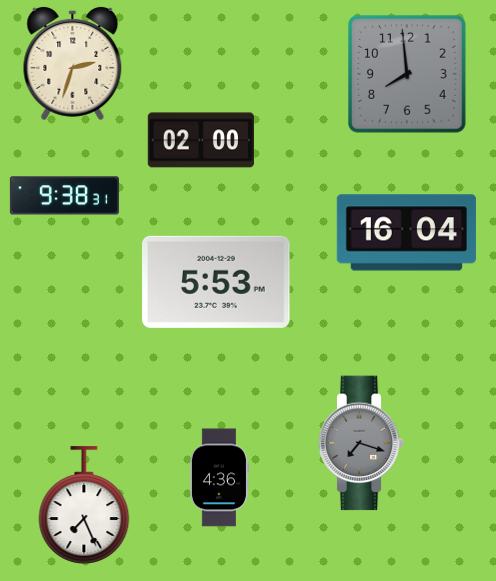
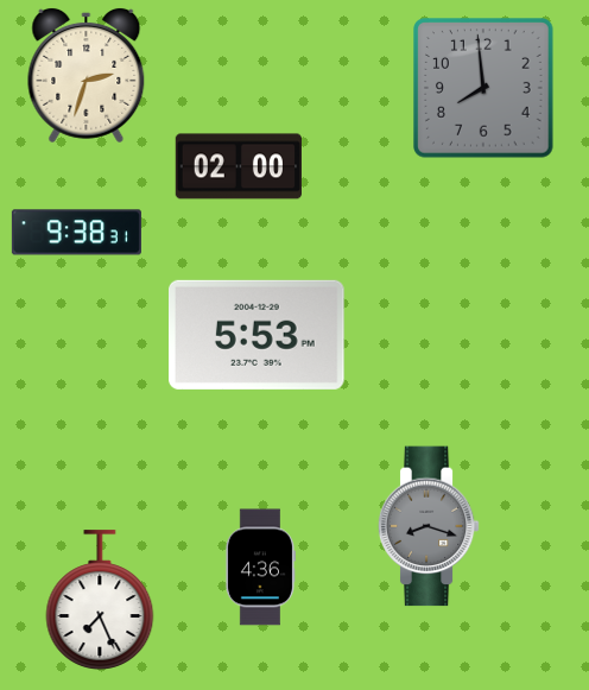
clock at (406, 233): 16:04 -> none
clock at (361, 443): 7:18 -> 8:18
